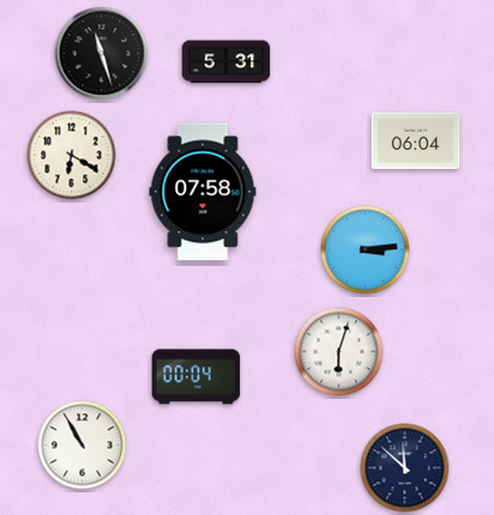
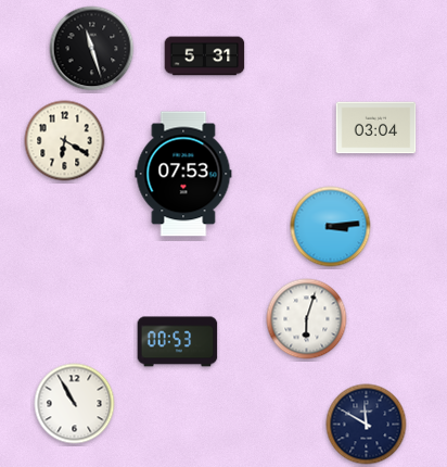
clock at (416, 141): 06:04 -> 03:04
clock at (203, 192): 07:58 -> 07:53
clock at (197, 377): 00:04 -> 00:53
clock at (405, 468): 11:52 -> 11:50
